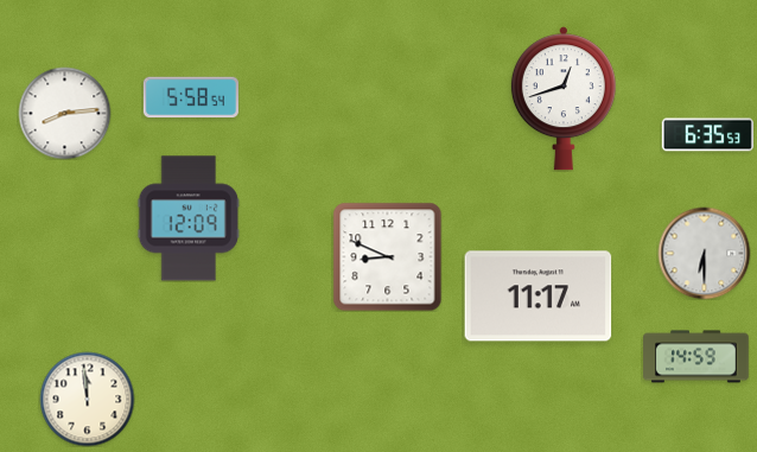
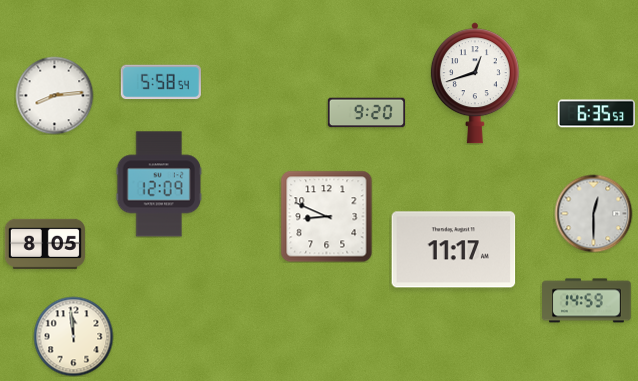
clock at (366, 113): none -> 9:20
clock at (704, 253): 6:30 -> 12:30
clock at (45, 244): none -> 8:05
